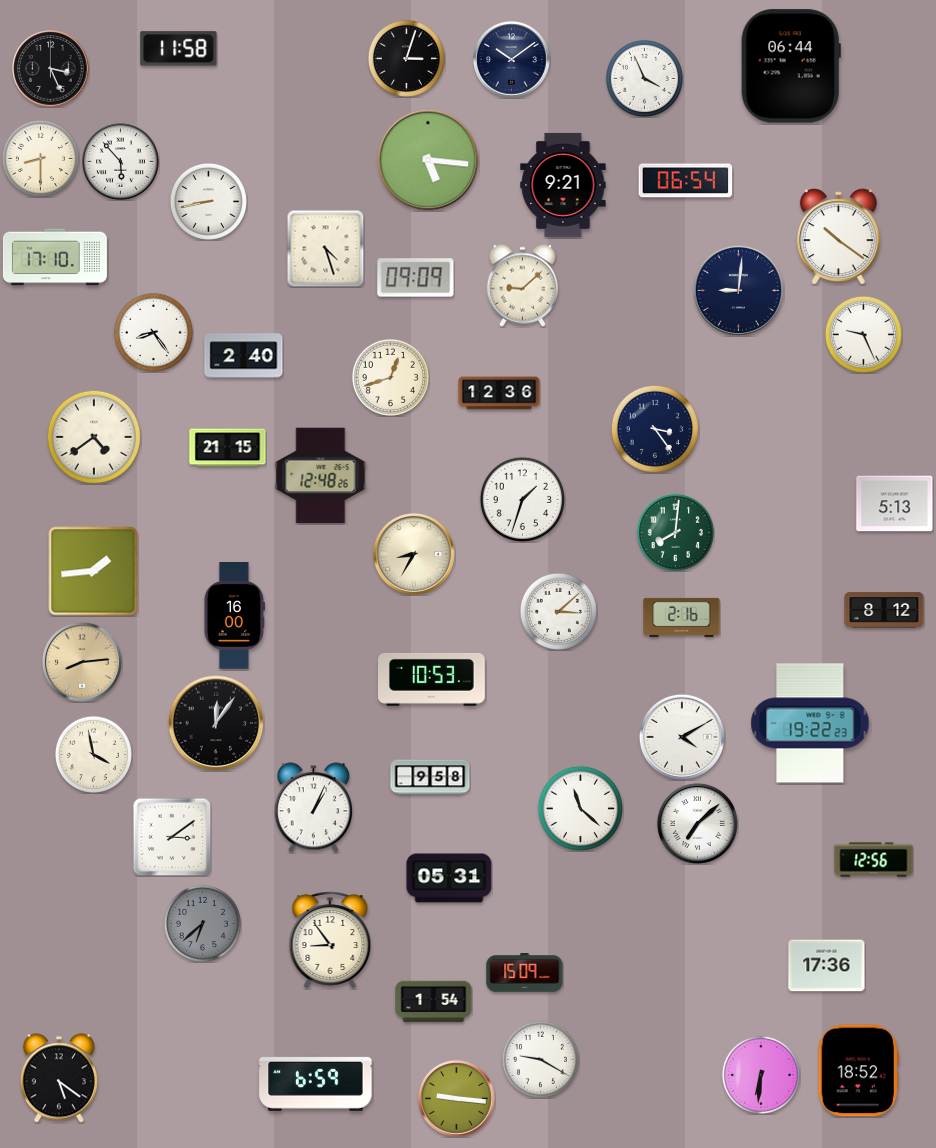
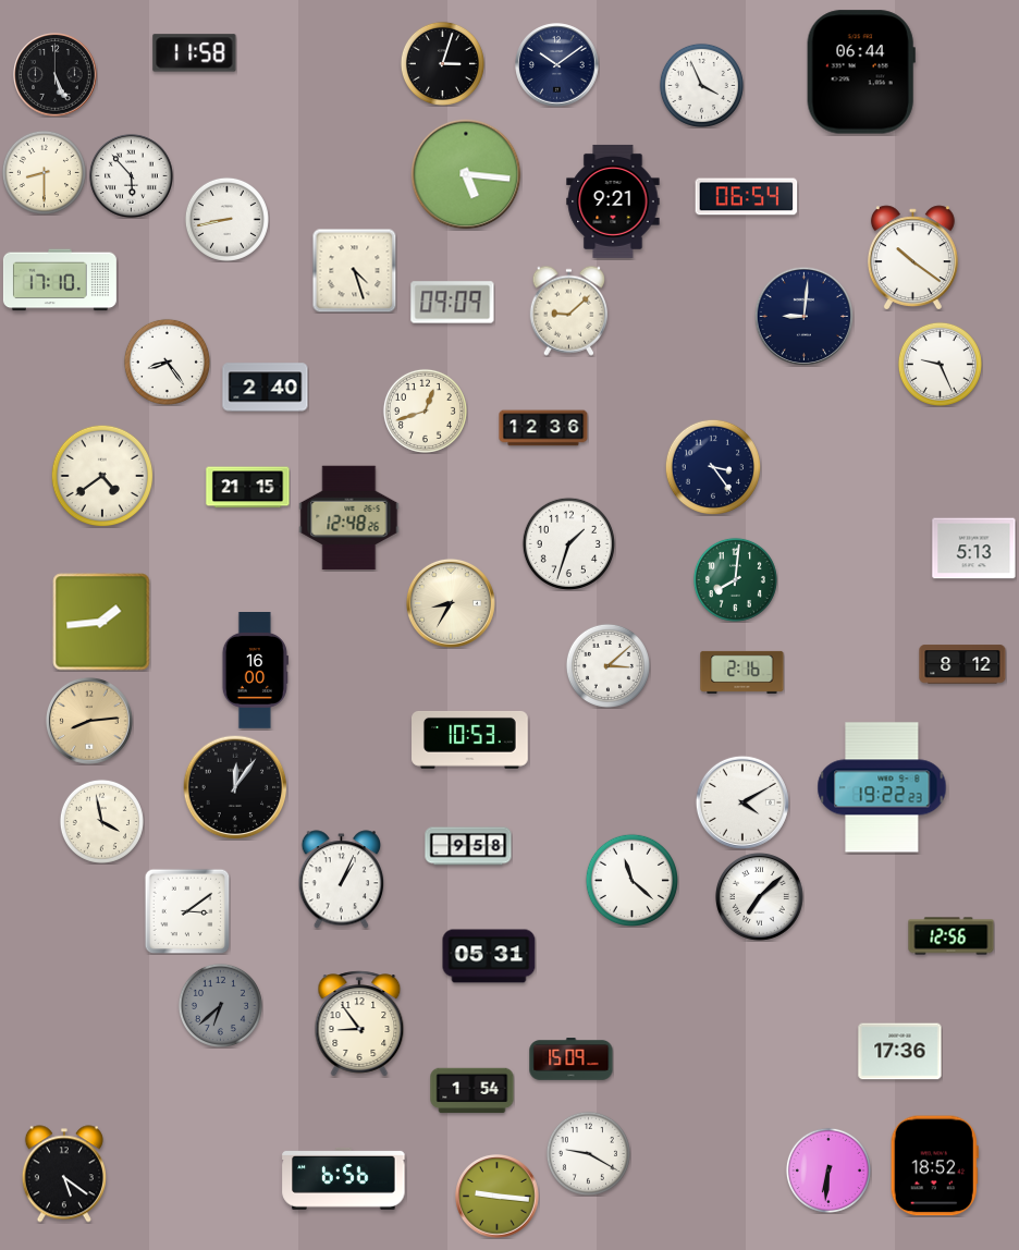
clock at (51, 69): 3:26 -> 5:26
clock at (316, 1082): 6:59 -> 6:56
